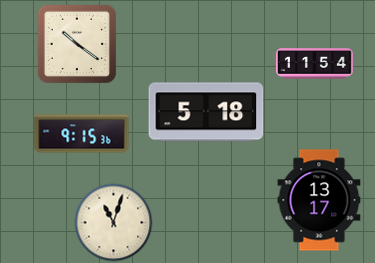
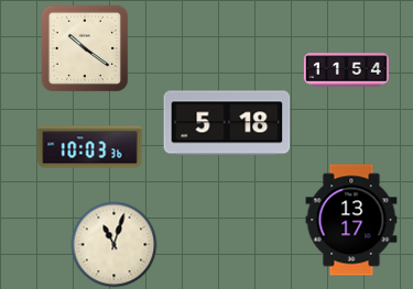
clock at (82, 134): 9:15 -> 10:03
clock at (113, 222) position: (113, 222) -> (113, 244)
